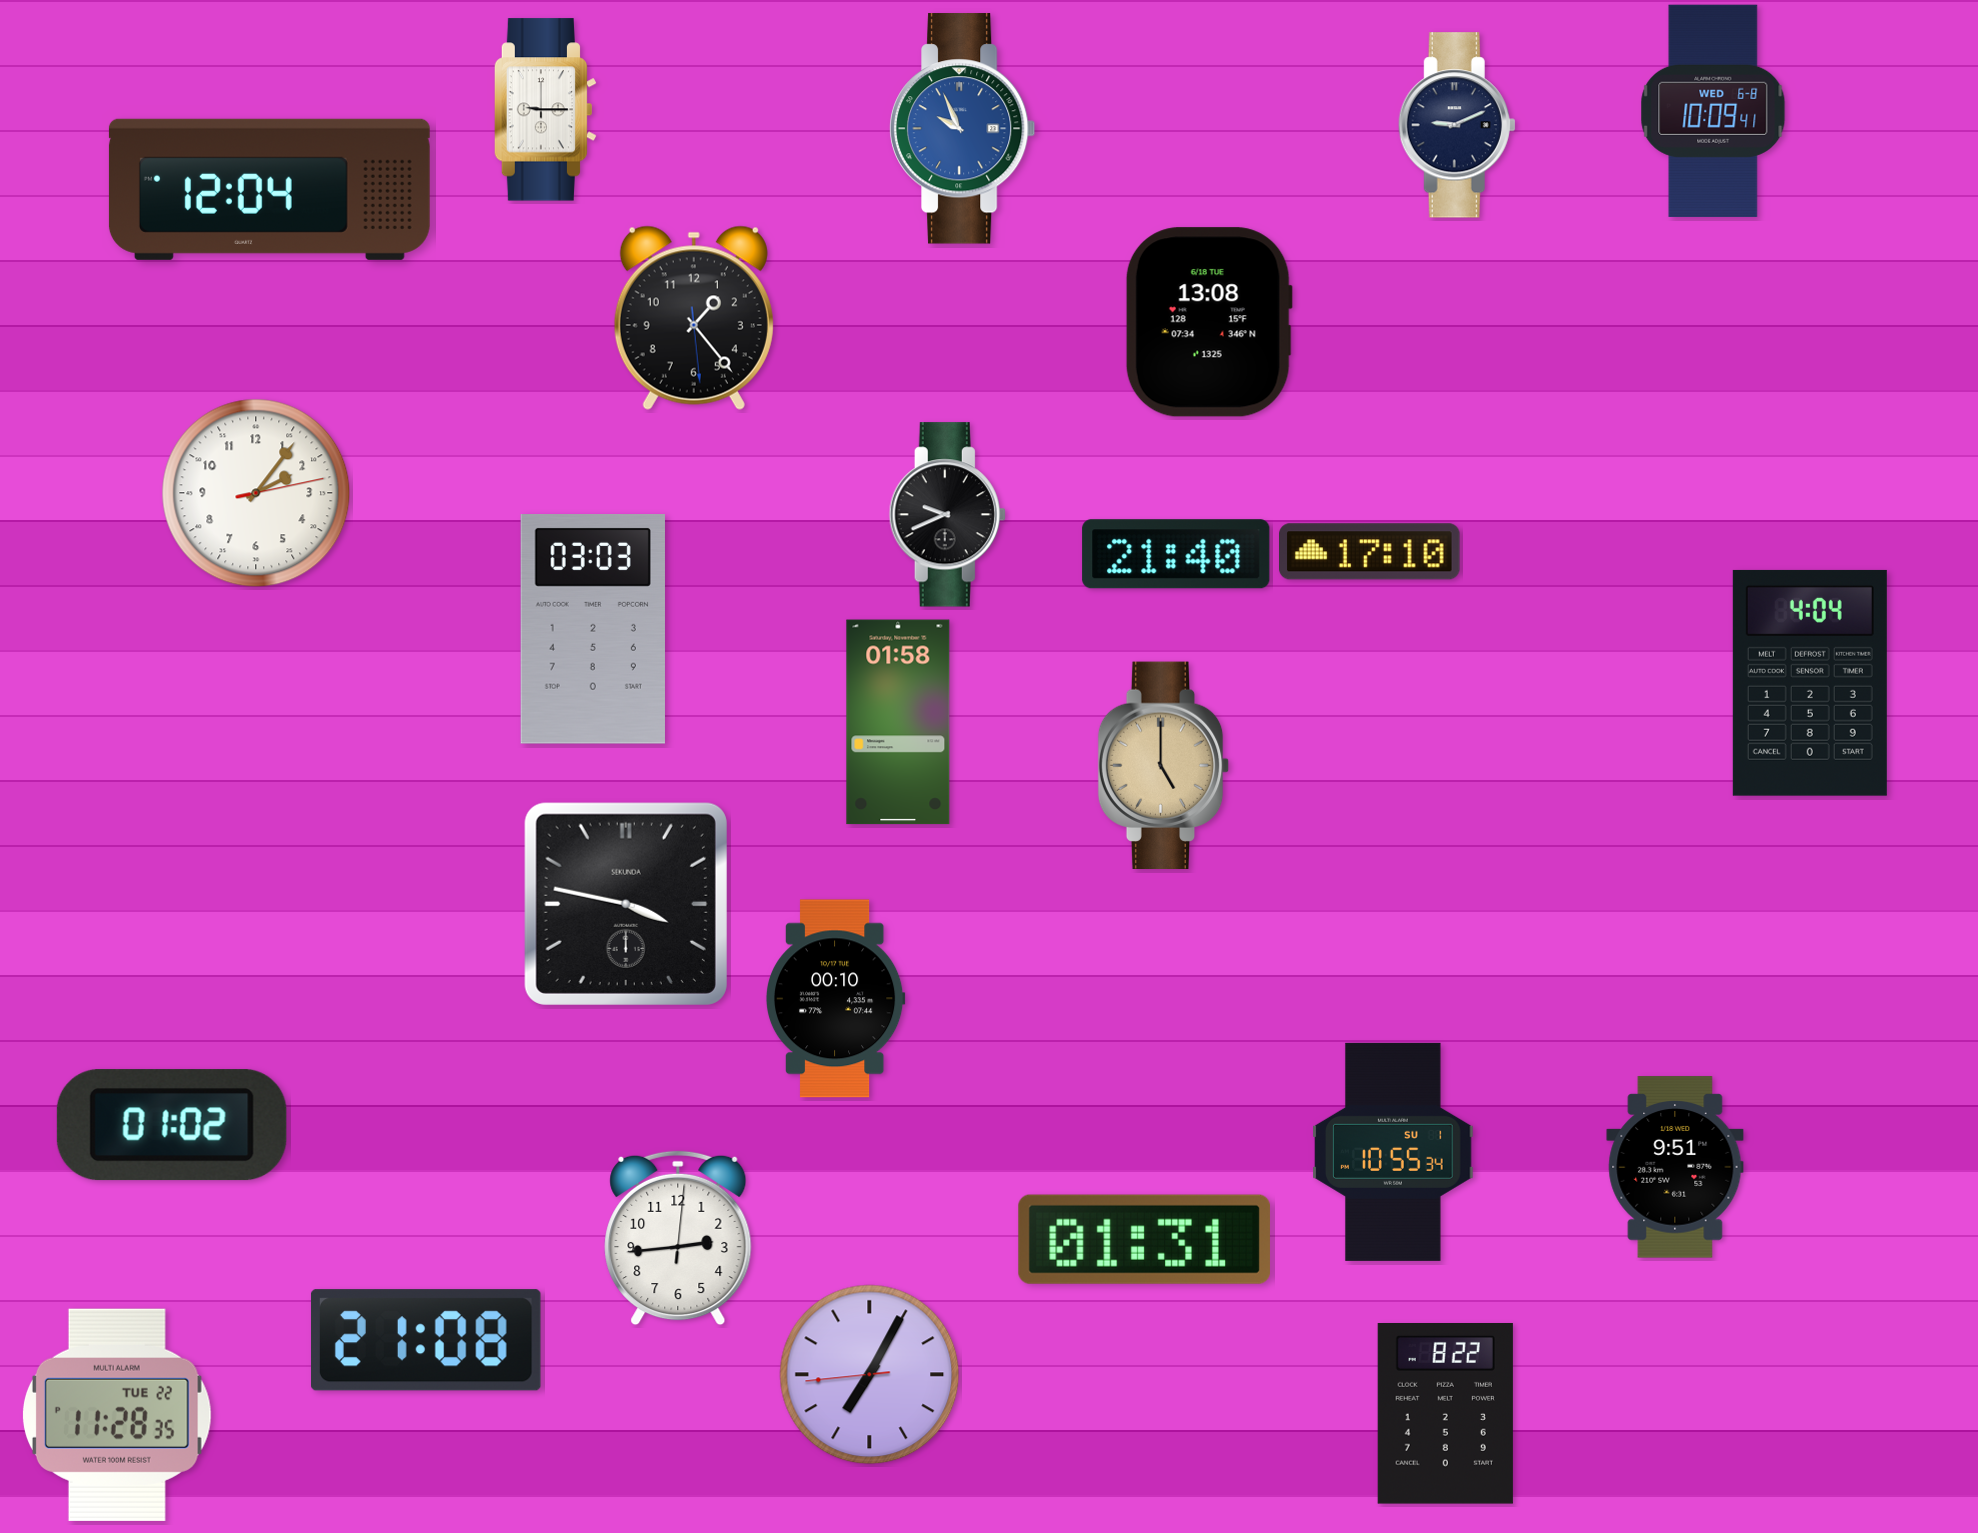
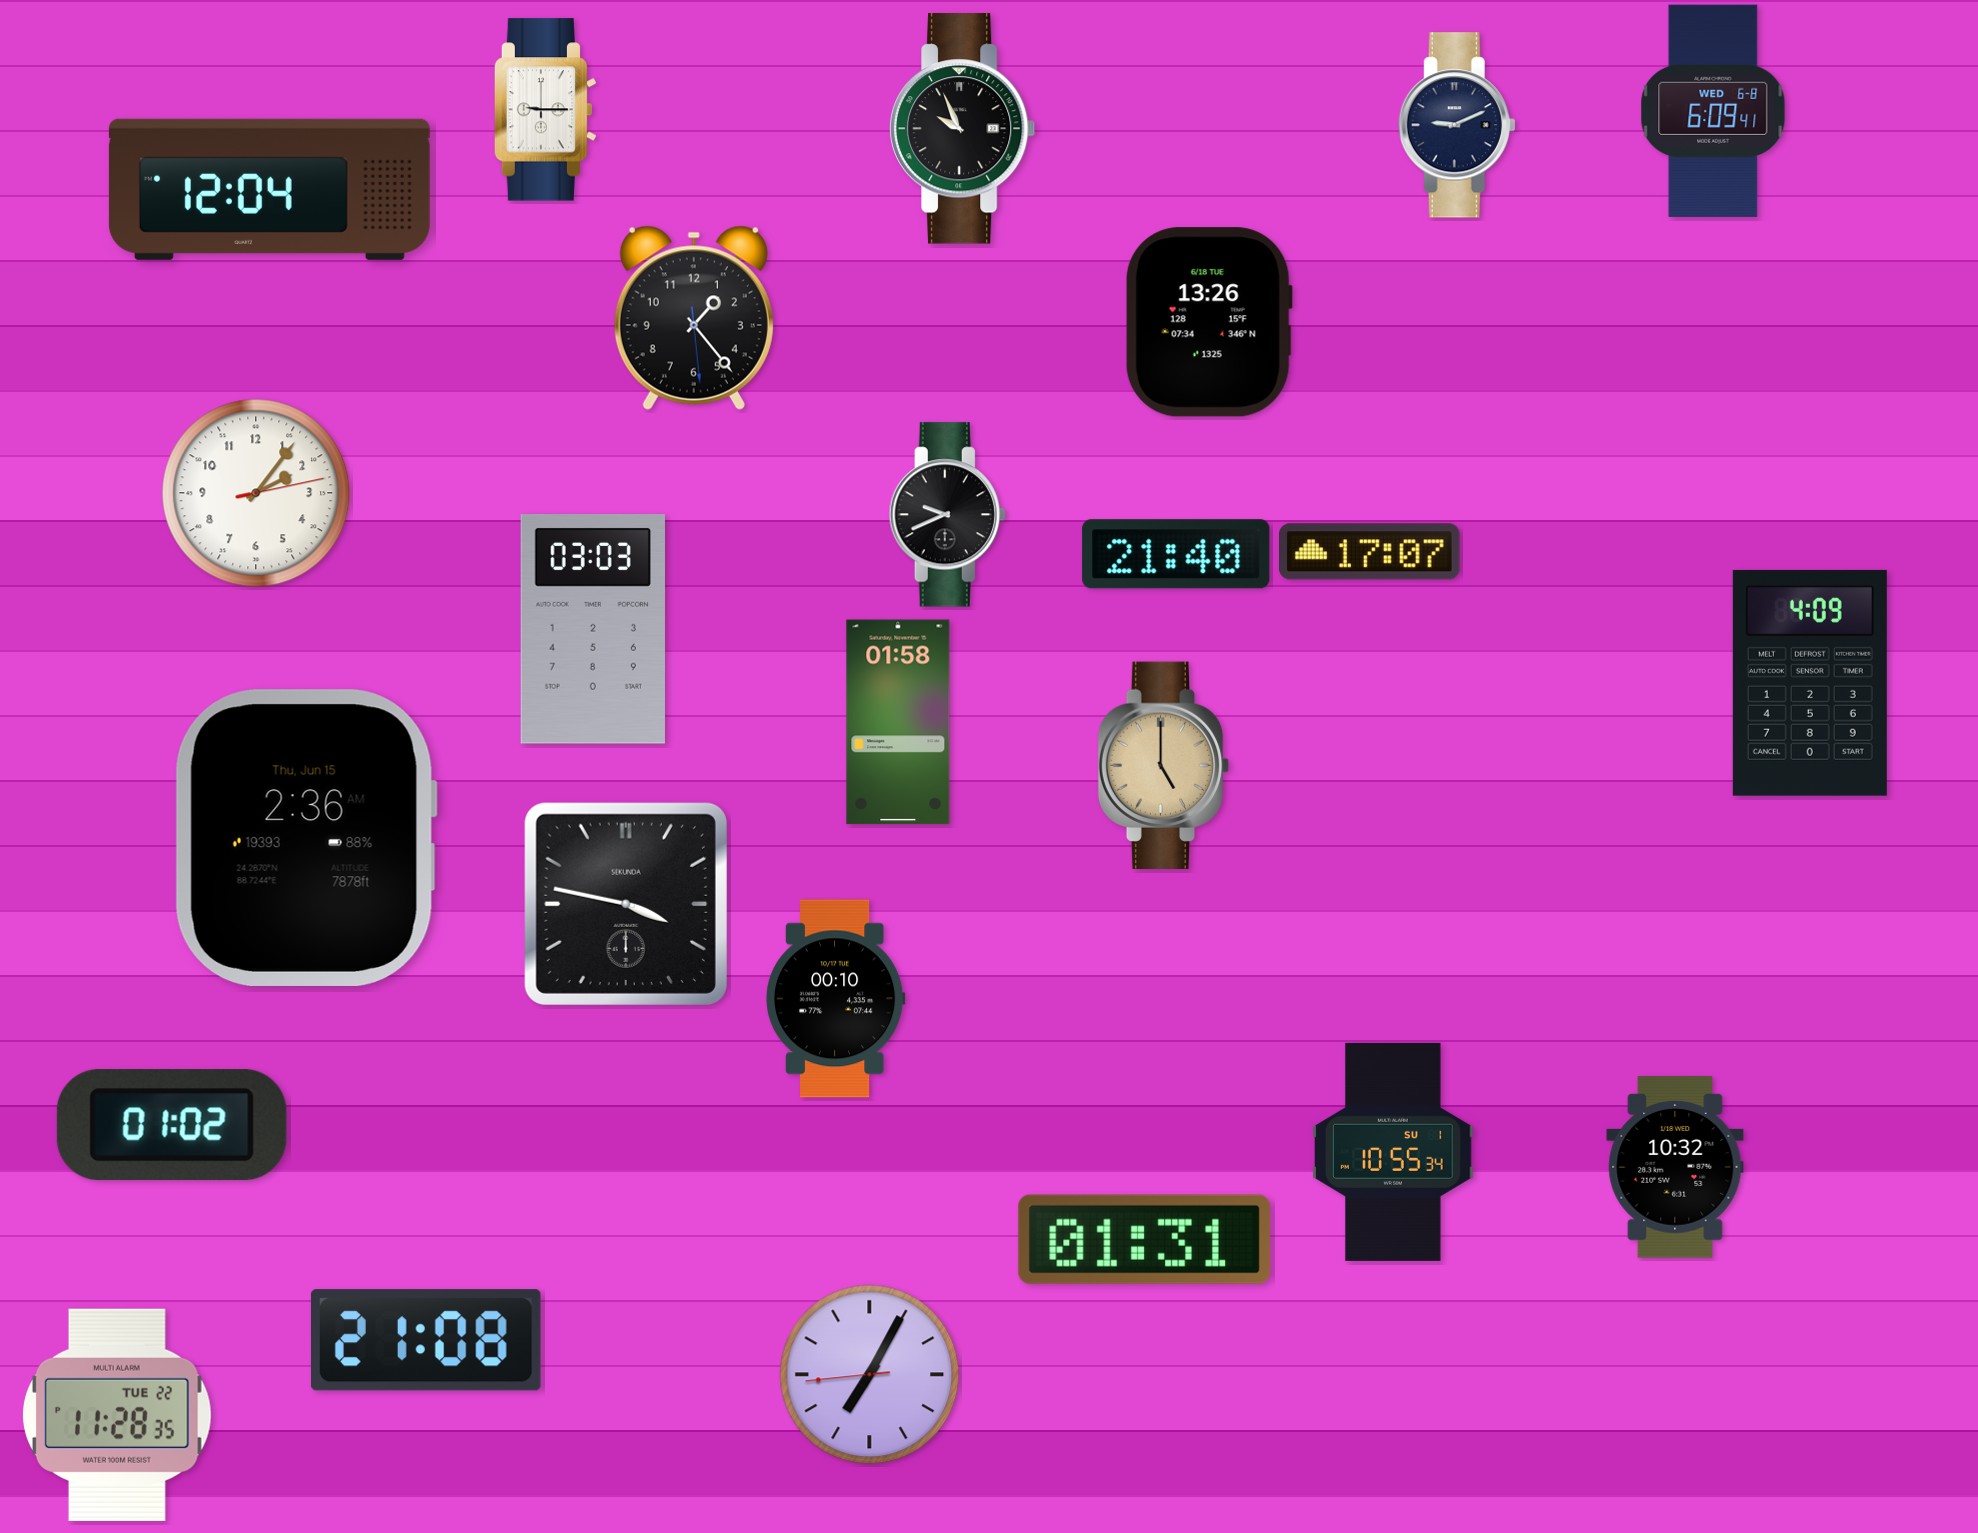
clock at (1713, 111): 10:09 -> 6:09
clock at (962, 129) dial: blue -> black
clock at (1209, 322): 13:08 -> 13:26
clock at (1370, 552): 17:10 -> 17:07
clock at (1810, 683): 4:04 -> 4:09
clock at (306, 838): none -> 2:36
clock at (1675, 1167): 9:51 -> 10:32
clock at (678, 1238): 2:44 -> none
clock at (1445, 1414): 8:22 -> none
